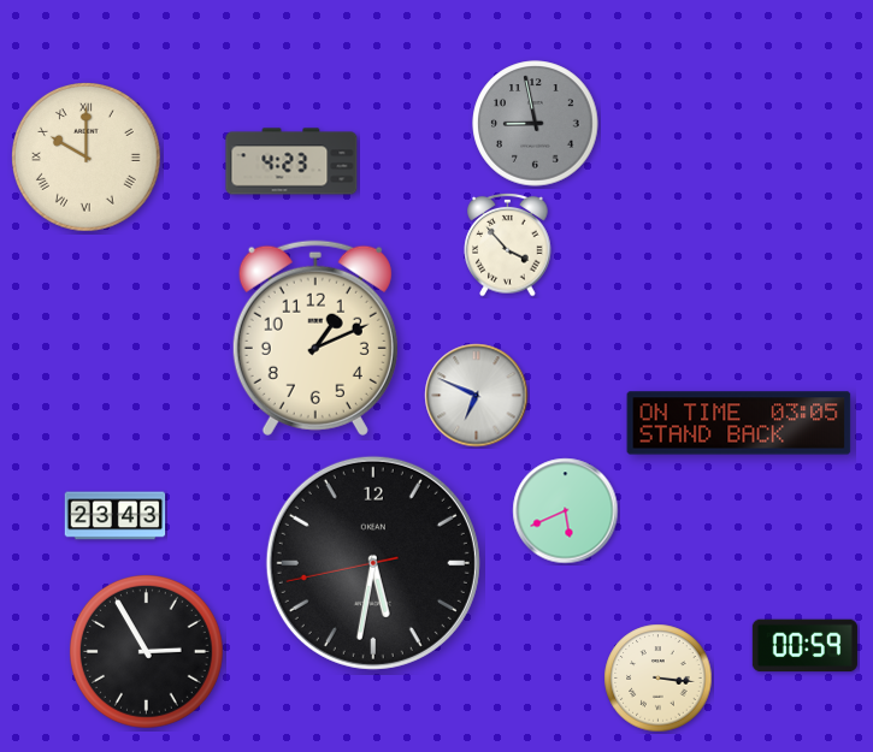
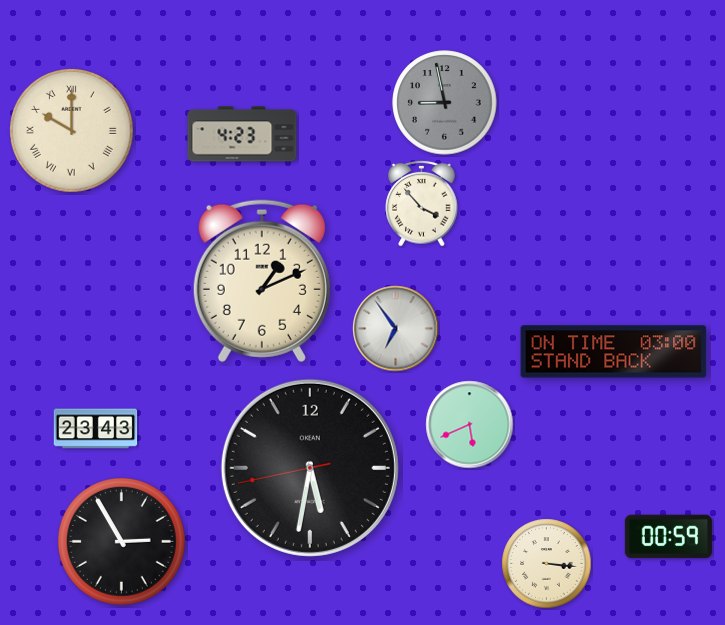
clock at (477, 396): 6:49 -> 6:54
clock at (739, 424): 03:05 -> 03:00
